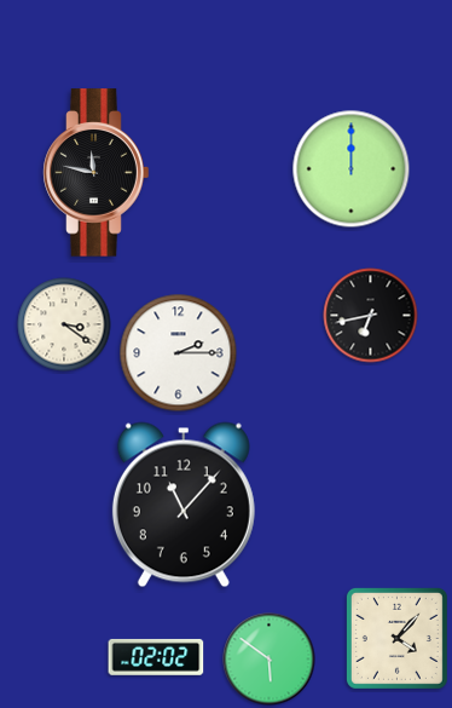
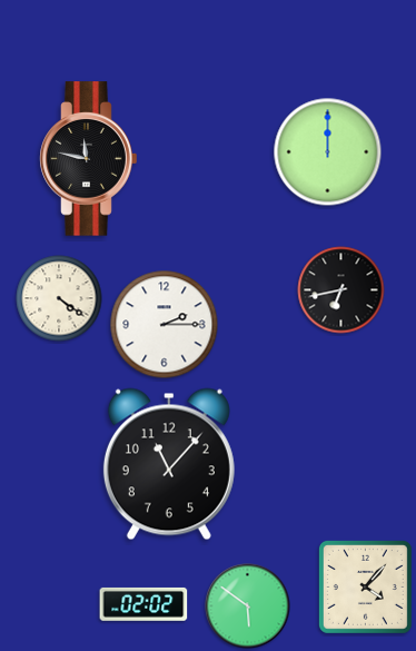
clock at (352, 169) position: (352, 169) -> (328, 152)
clock at (64, 324): 3:21 -> 4:21
